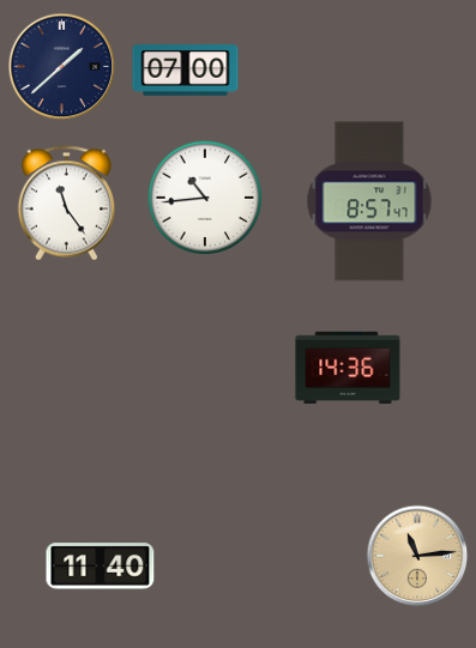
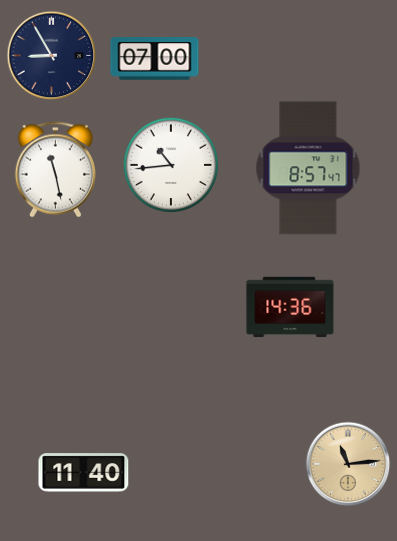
clock at (62, 67): 1:38 -> 8:55
clock at (66, 204): 11:24 -> 11:28
